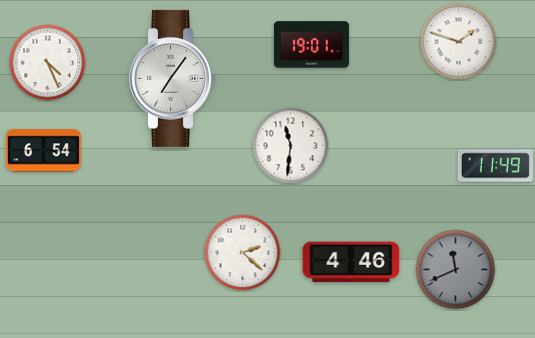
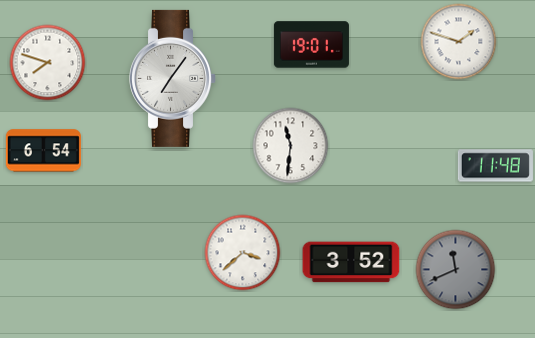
clock at (48, 63): 4:26 -> 7:48
clock at (495, 166): 11:49 -> 11:48
clock at (243, 253): 2:22 -> 3:38
clock at (351, 262): 4:46 -> 3:52
